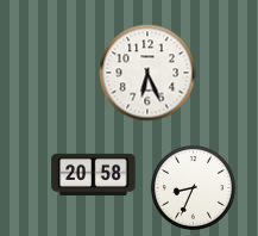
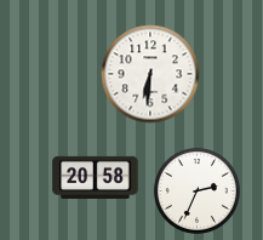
clock at (147, 73): 6:26 -> 6:31
clock at (193, 187): 8:34 -> 2:34
